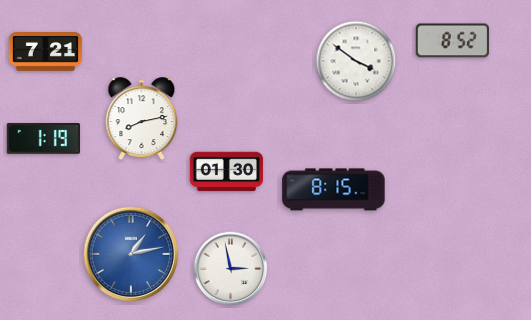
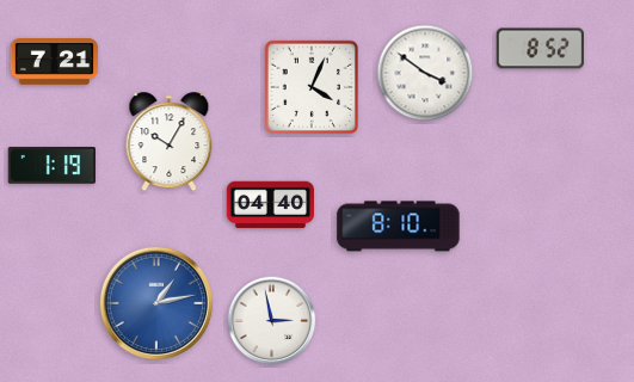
clock at (310, 86): none -> 4:04
clock at (142, 119): 8:13 -> 10:05
clock at (227, 172): 01:30 -> 04:40
clock at (334, 190): 8:15 -> 8:10
clock at (231, 269) position: (231, 269) -> (272, 321)
